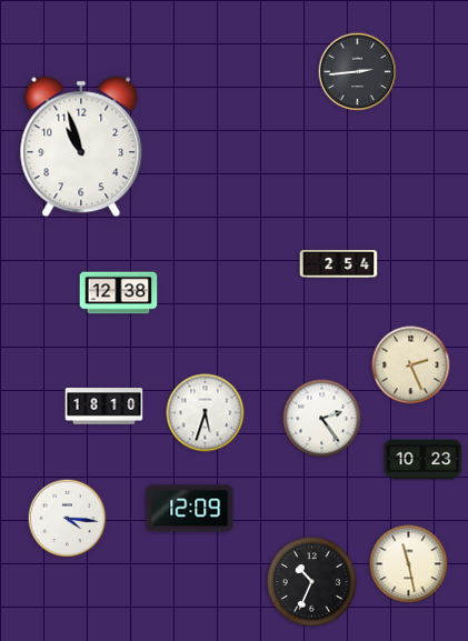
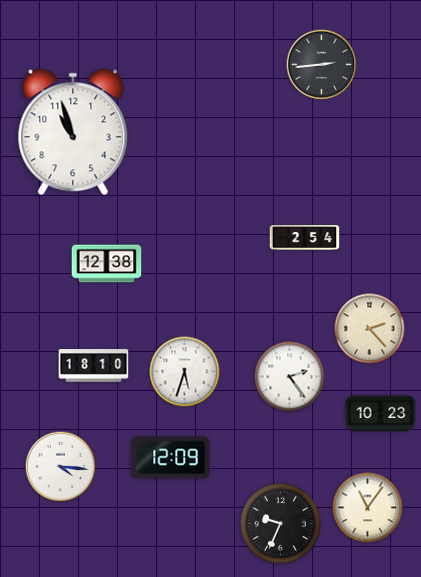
clock at (411, 365): 2:26 -> 2:23
clock at (409, 564): 11:28 -> 11:06
clock at (311, 581): 10:34 -> 9:34
